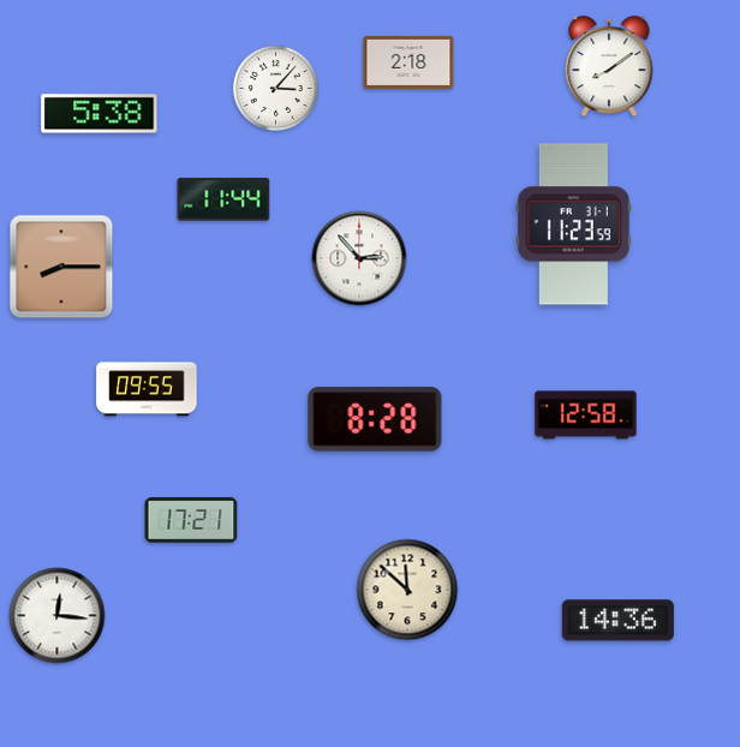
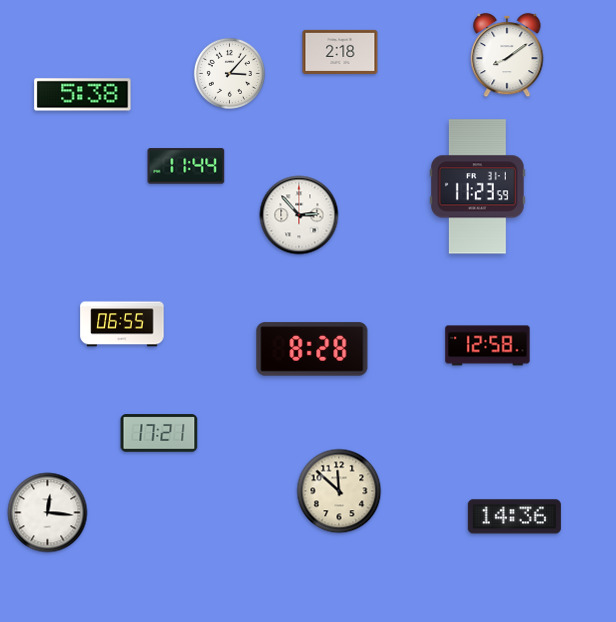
clock at (61, 267): 8:15 -> none
clock at (147, 389): 09:55 -> 06:55
